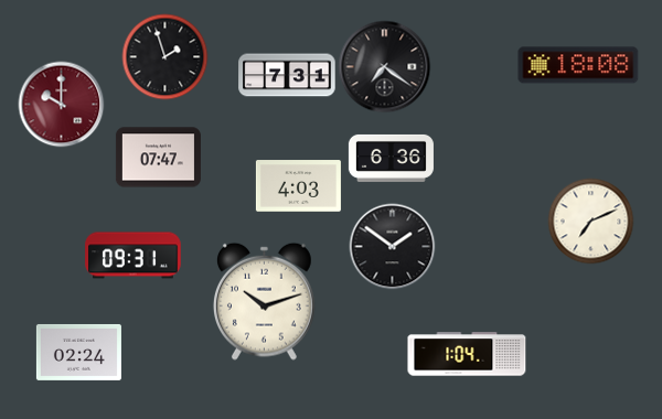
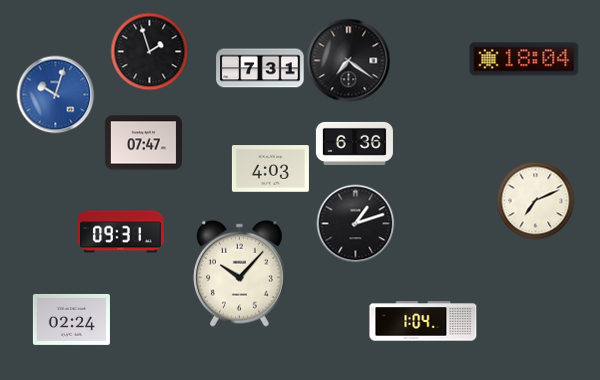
clock at (578, 65): 18:08 -> 18:04
clock at (61, 104): 10:00 -> 10:03
clock at (61, 104) dial: burgundy -> blue
clock at (392, 246): 1:51 -> 1:12
clock at (264, 301): 10:12 -> 10:07
